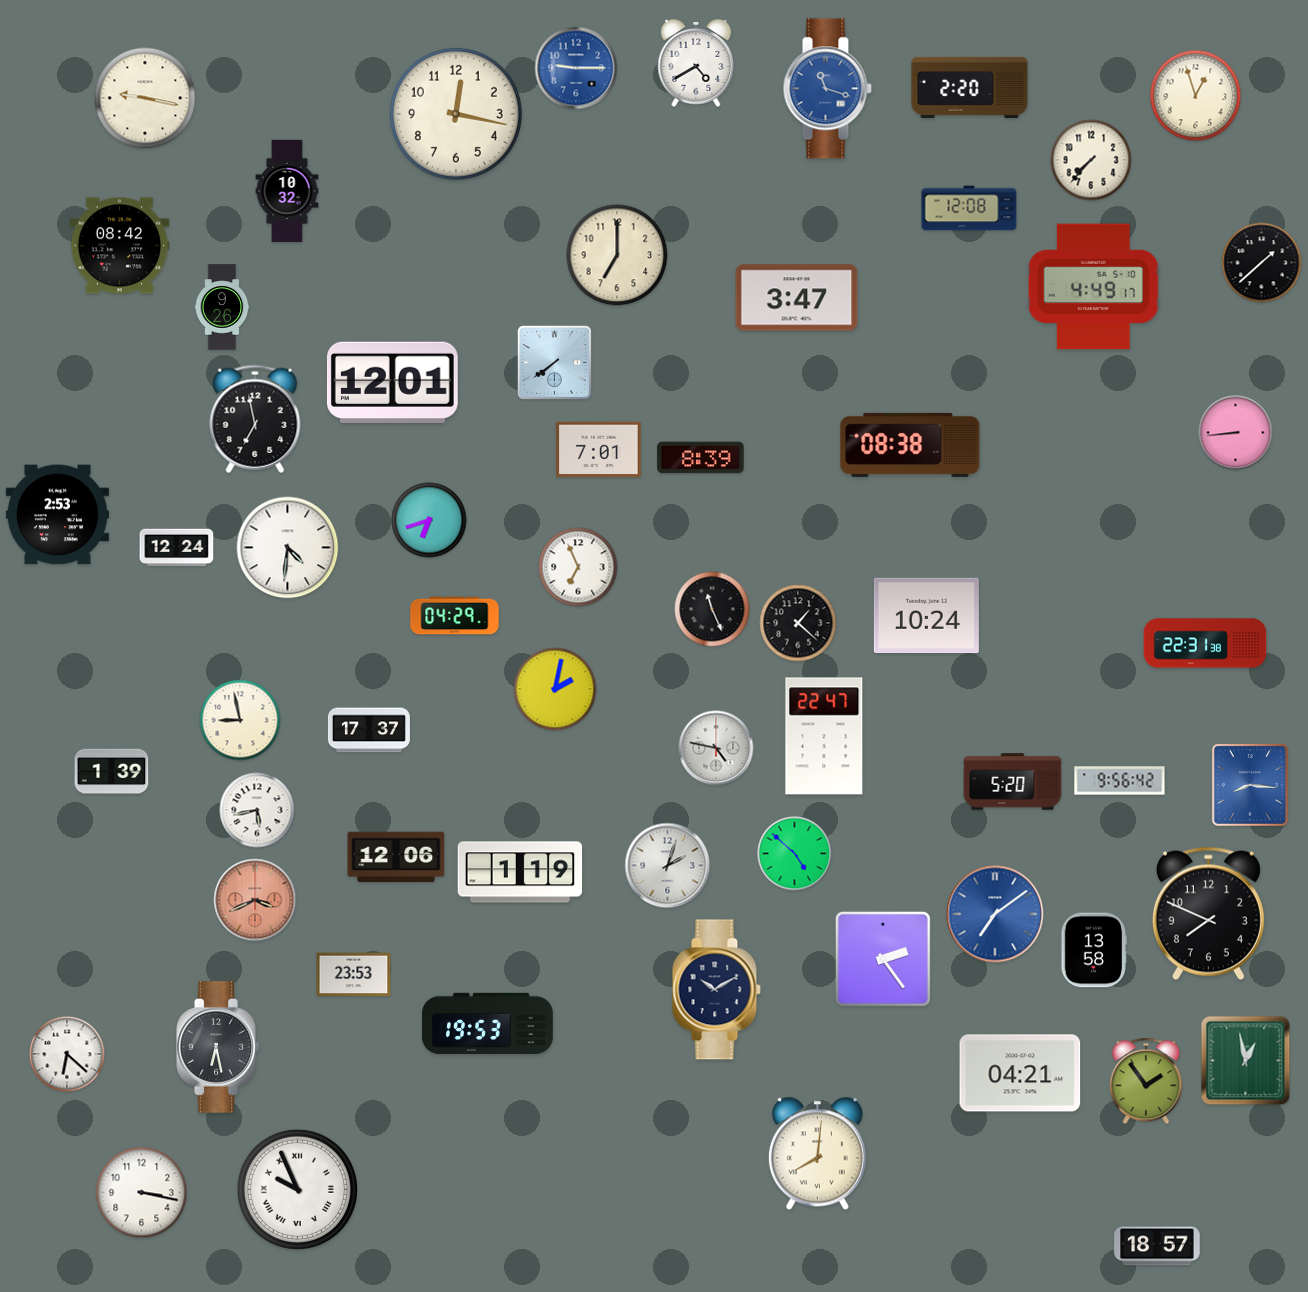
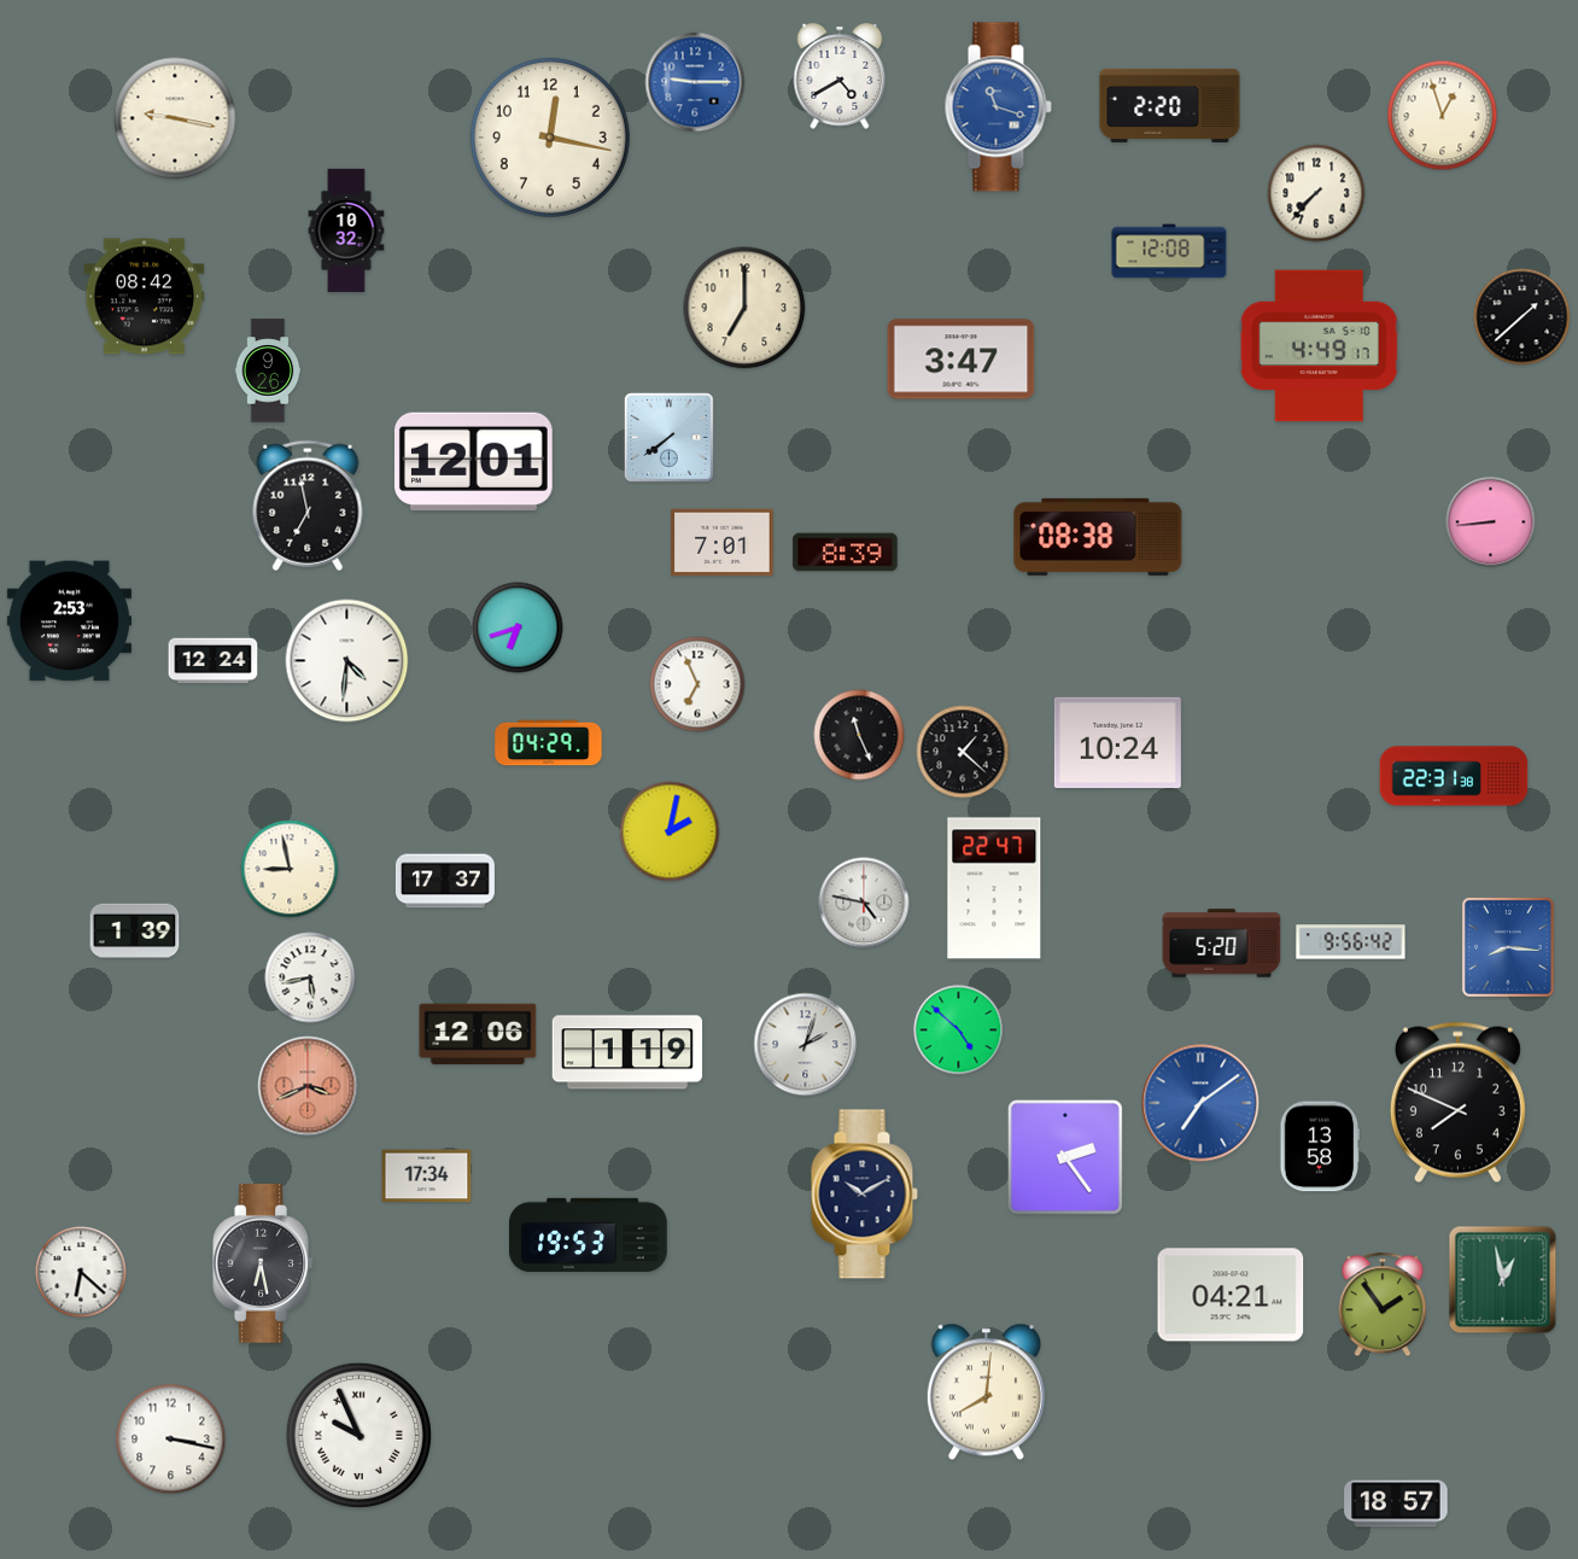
clock at (354, 975): 23:53 -> 17:34
